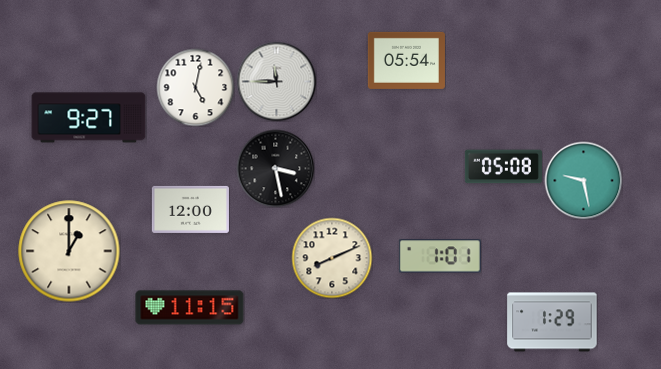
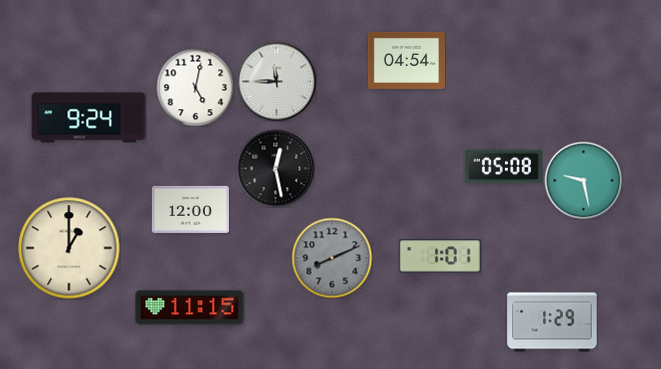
clock at (406, 60): 05:54 -> 04:54
clock at (89, 118): 9:27 -> 9:24
clock at (275, 168): 3:28 -> 12:28
clock at (69, 251) position: (69, 251) -> (69, 248)
clock at (332, 258) dial: cream -> grey
